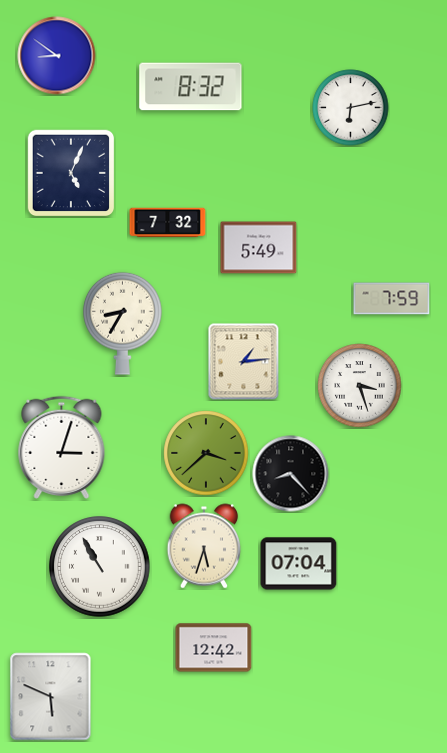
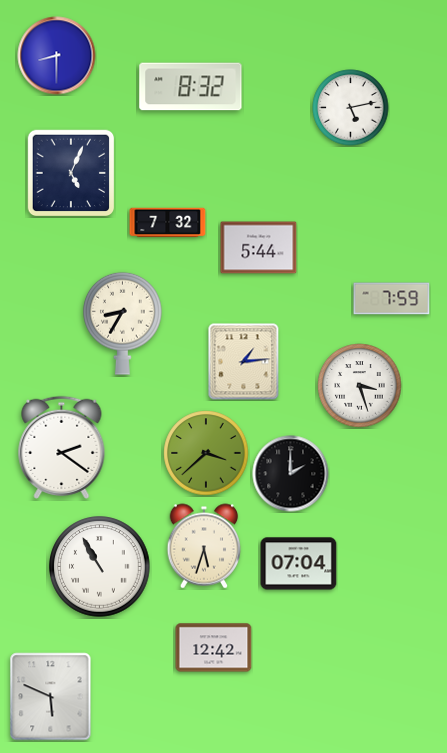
clock at (57, 56): 8:51 -> 8:30
clock at (351, 108): 6:13 -> 5:13
clock at (259, 248): 5:49 -> 5:44
clock at (62, 447): 3:03 -> 2:21
clock at (291, 474): 8:23 -> 2:00
